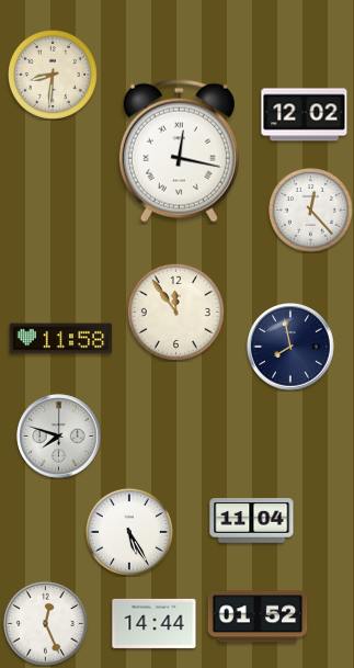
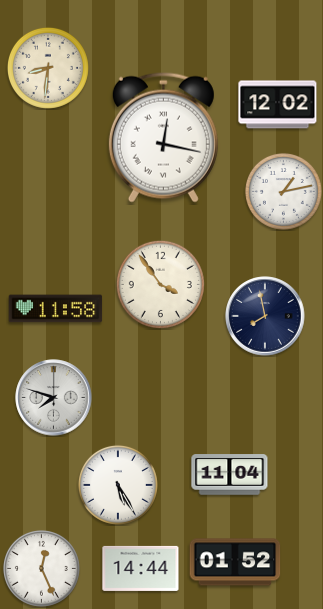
clock at (310, 210): 12:23 -> 1:13
clock at (175, 312): 11:54 -> 3:54
